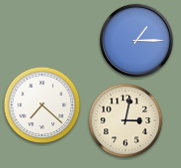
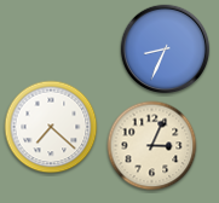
clock at (137, 41): 1:15 -> 8:34
clock at (126, 121): 3:02 -> 3:04
